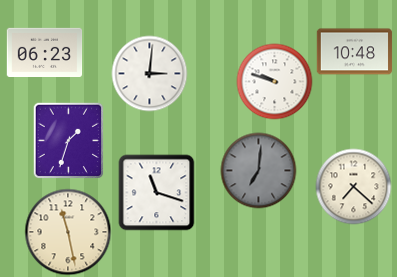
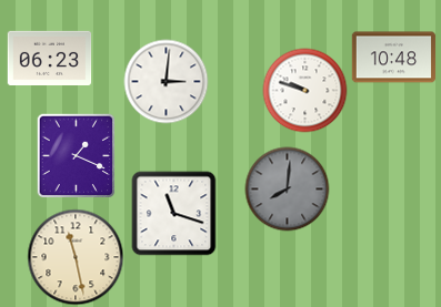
clock at (69, 141): 1:33 -> 1:19
clock at (259, 171): 7:01 -> 8:01
clock at (354, 187): 7:22 -> none
